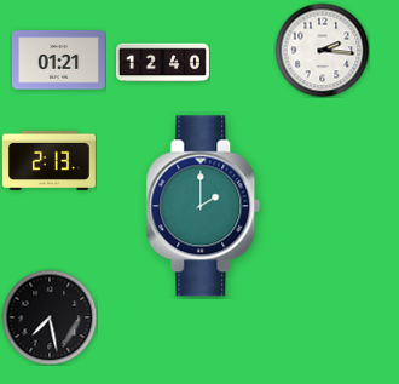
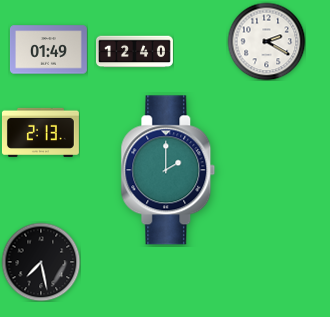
clock at (322, 50): 2:16 -> 2:20
clock at (58, 61): 01:21 -> 01:49
